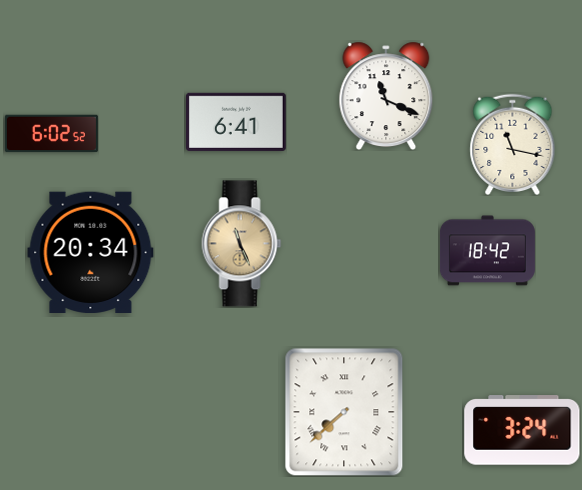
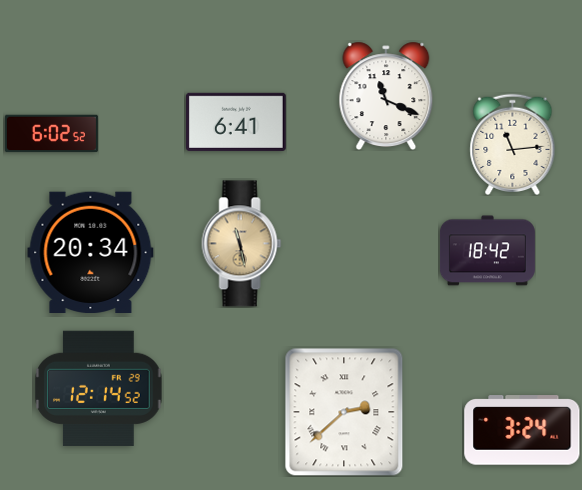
clock at (513, 144): 11:17 -> 11:14
clock at (242, 244): 11:26 -> 11:28
clock at (99, 388): none -> 12:14
clock at (344, 412): 7:38 -> 2:38
